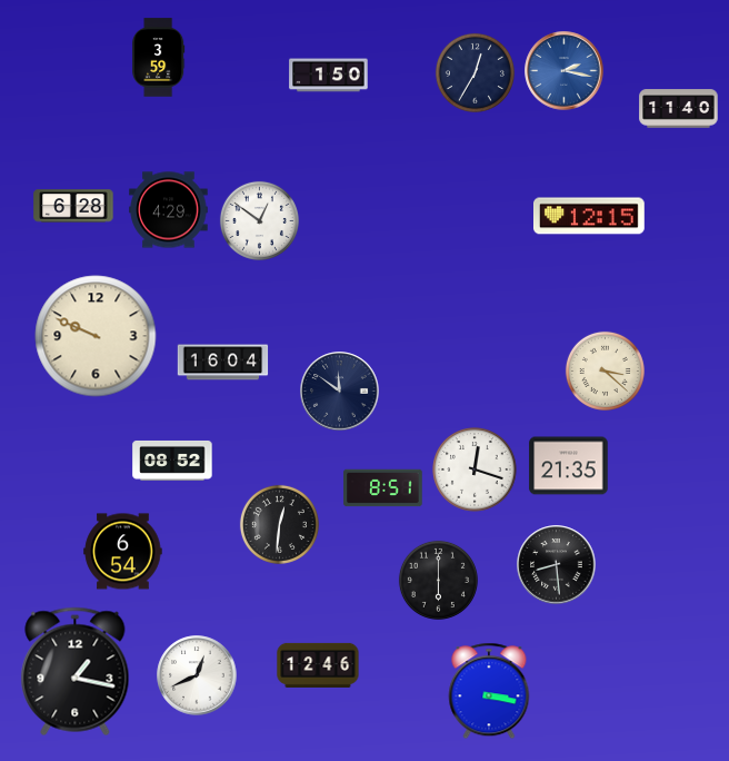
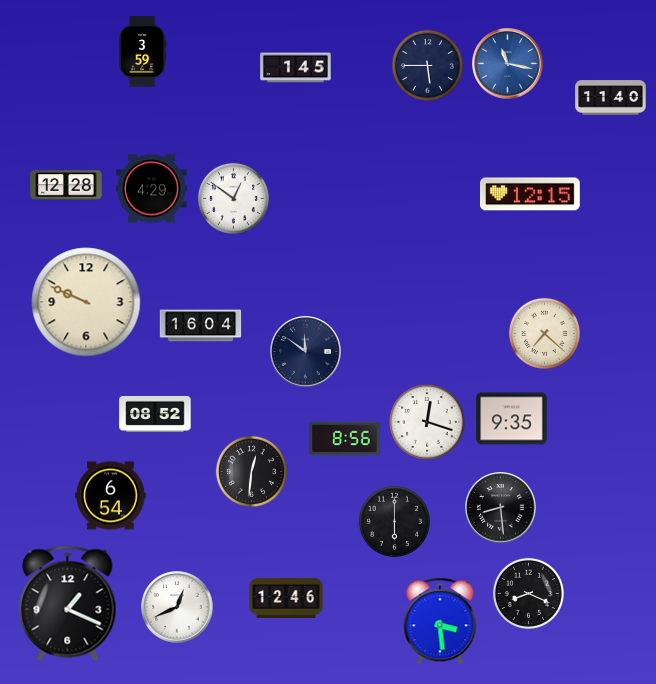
clock at (565, 71): 2:17 -> 11:17
clock at (475, 72): 12:35 -> 5:45
clock at (329, 76): 1:50 -> 1:45
clock at (73, 206): 6:28 -> 12:28
clock at (605, 370): 3:22 -> 7:22
clock at (569, 466): 21:35 -> 9:35
clock at (383, 488): 8:51 -> 8:56
clock at (528, 593): none -> 8:19
clock at (76, 672): 1:17 -> 1:19
clock at (489, 691): 3:17 -> 3:29
